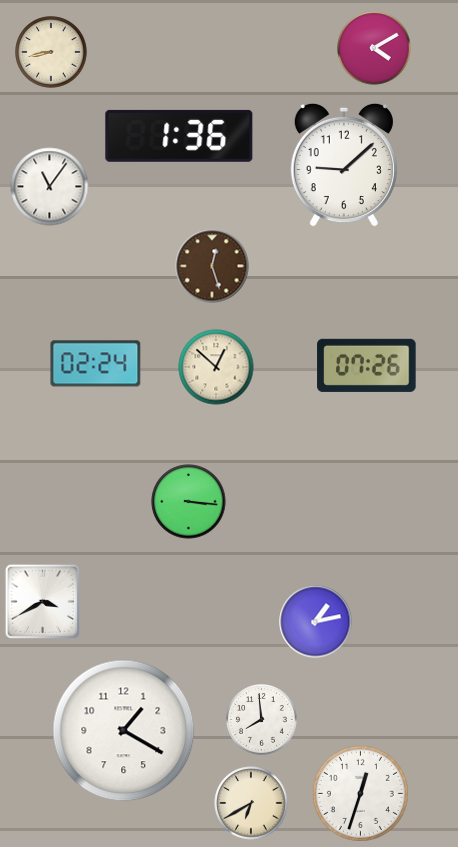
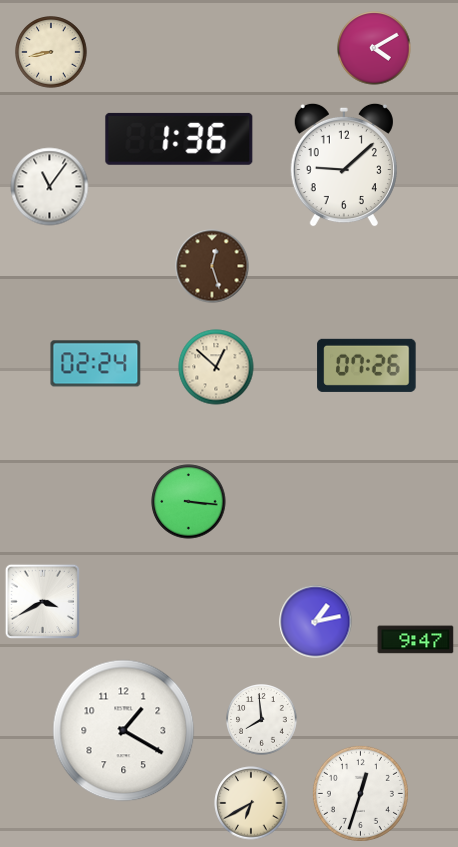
clock at (179, 136) position: (179, 136) -> (179, 139)
clock at (416, 640): none -> 9:47
